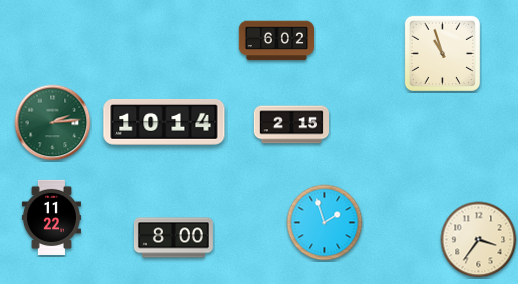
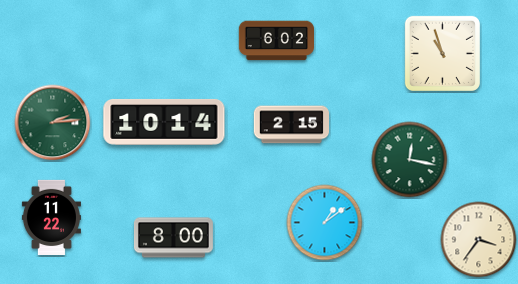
clock at (410, 160): none -> 12:17
clock at (325, 223): 1:57 -> 1:09
